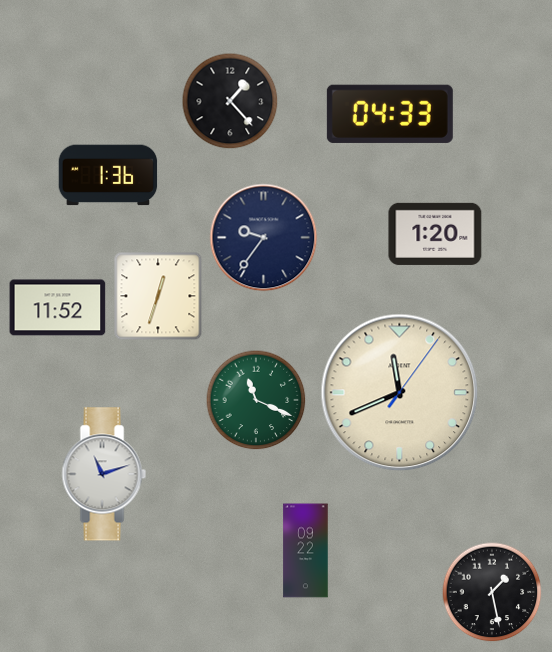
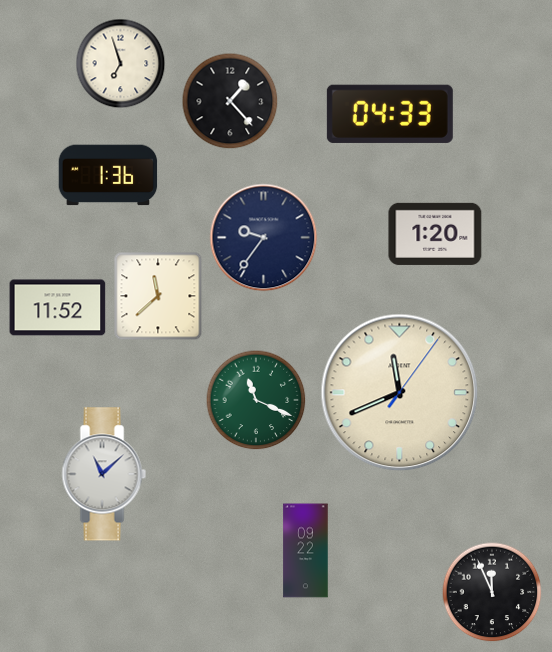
clock at (121, 64): none -> 6:57
clock at (158, 296): 12:33 -> 11:38
clock at (104, 474): 11:12 -> 11:08
clock at (492, 592): 1:28 -> 11:56
